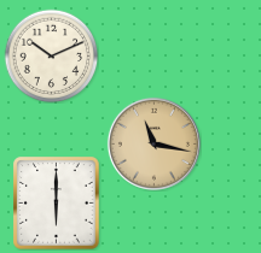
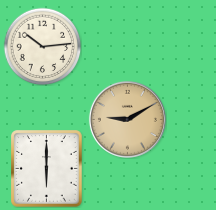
clock at (51, 55): 10:11 -> 10:14
clock at (153, 143): 11:17 -> 9:10
